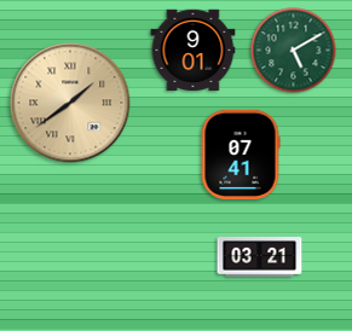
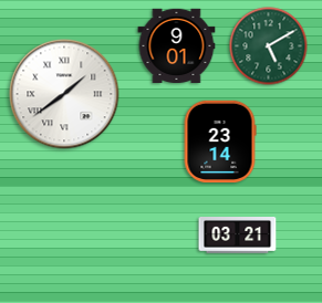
clock at (70, 103) dial: champagne -> white
clock at (241, 153): 07:41 -> 23:14
